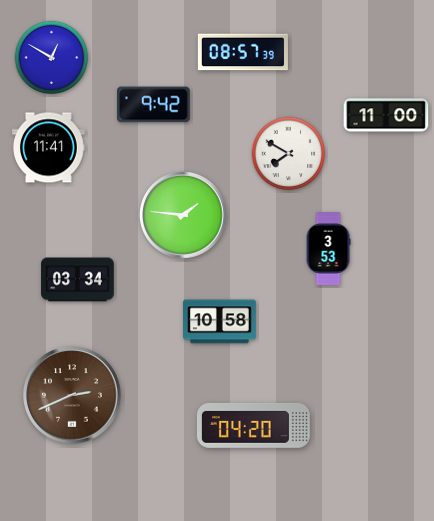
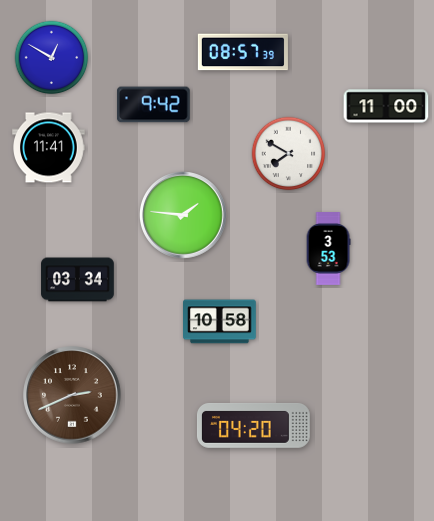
clock at (386, 115) position: (386, 115) -> (386, 106)
